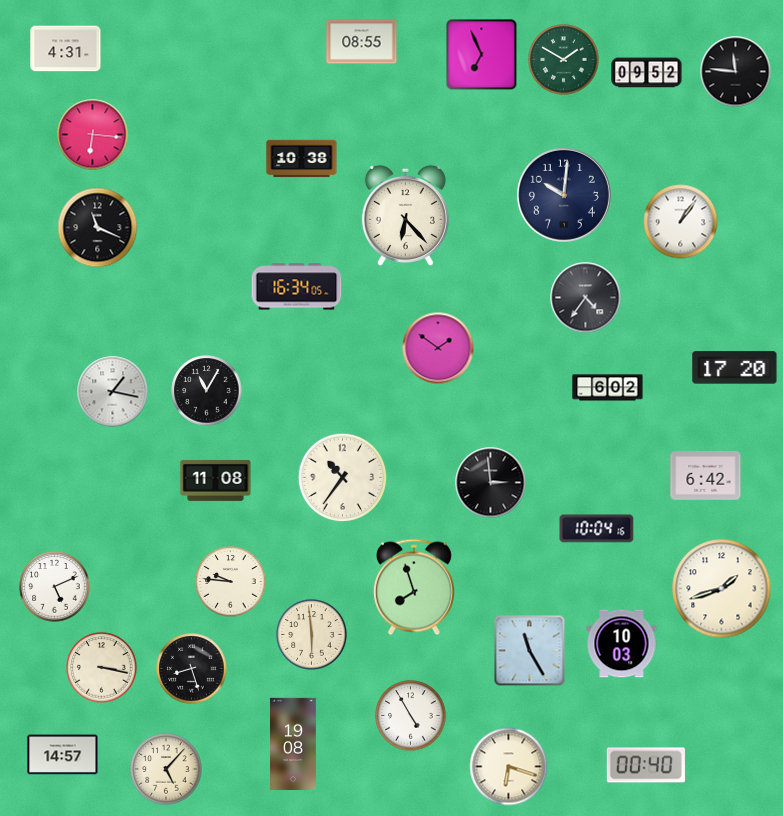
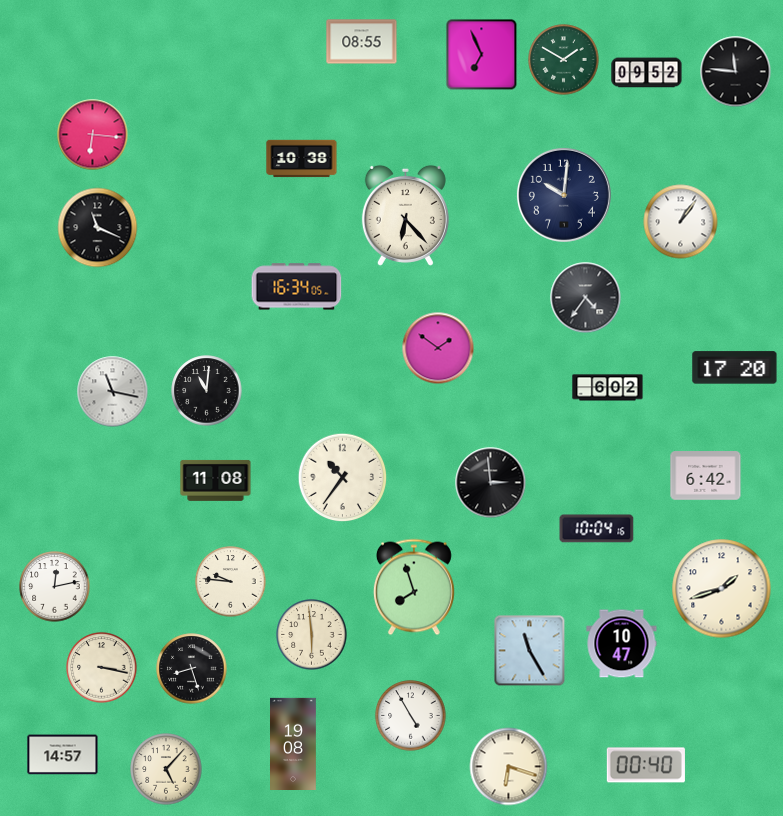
clock at (66, 49): 4:31 -> none
clock at (207, 391): 11:05 -> 11:01
clock at (113, 392): 1:17 -> 11:17
clock at (55, 587): 5:11 -> 12:13
clock at (622, 644): 10:03 -> 10:47
